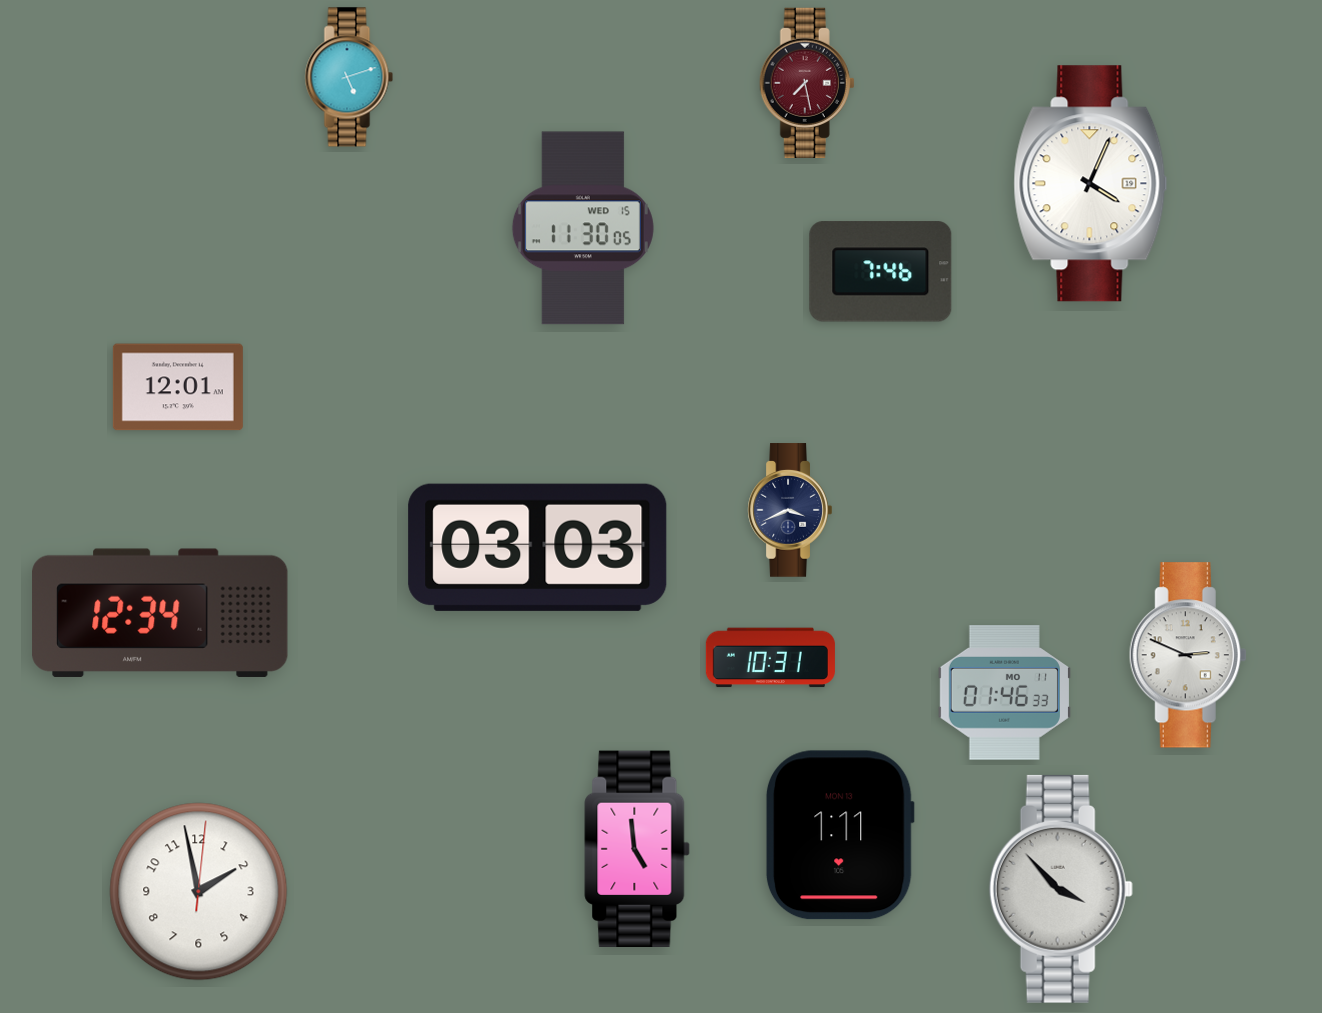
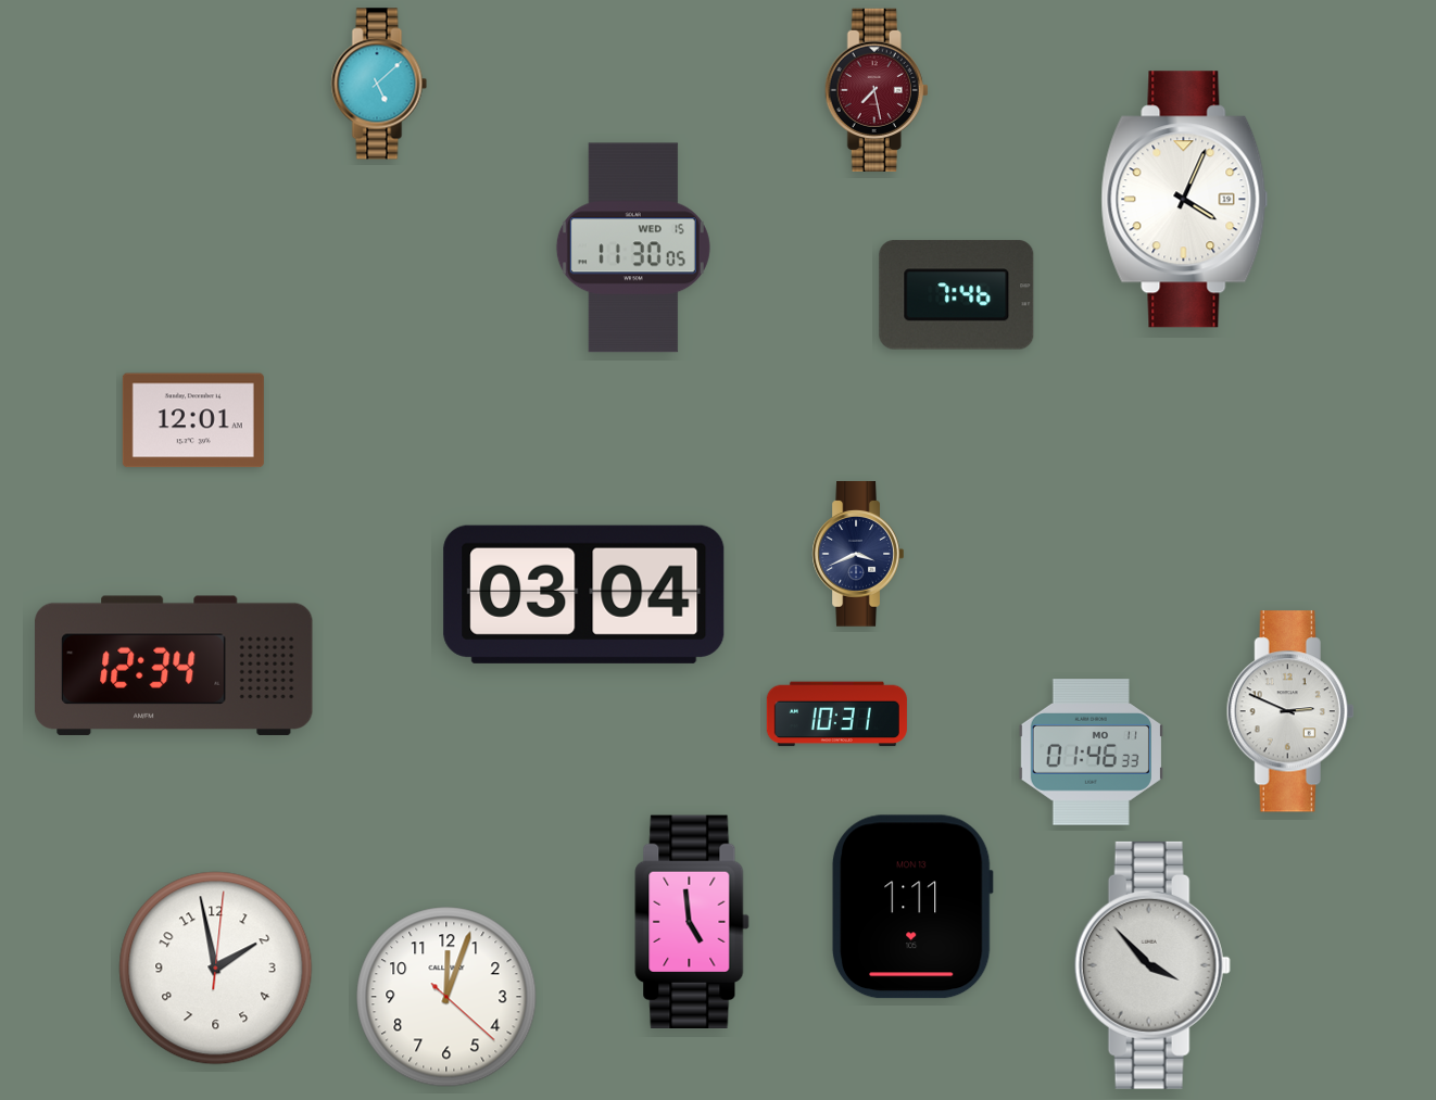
clock at (349, 77): 5:12 -> 5:08
clock at (538, 547): 03:03 -> 03:04
clock at (446, 997): none -> 12:03
